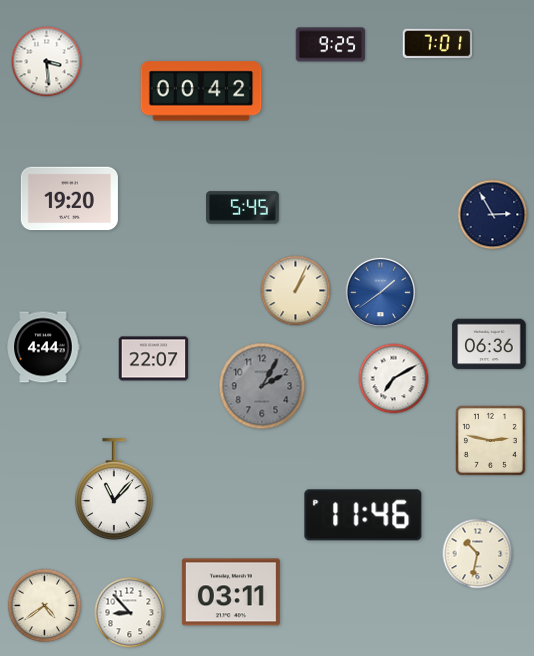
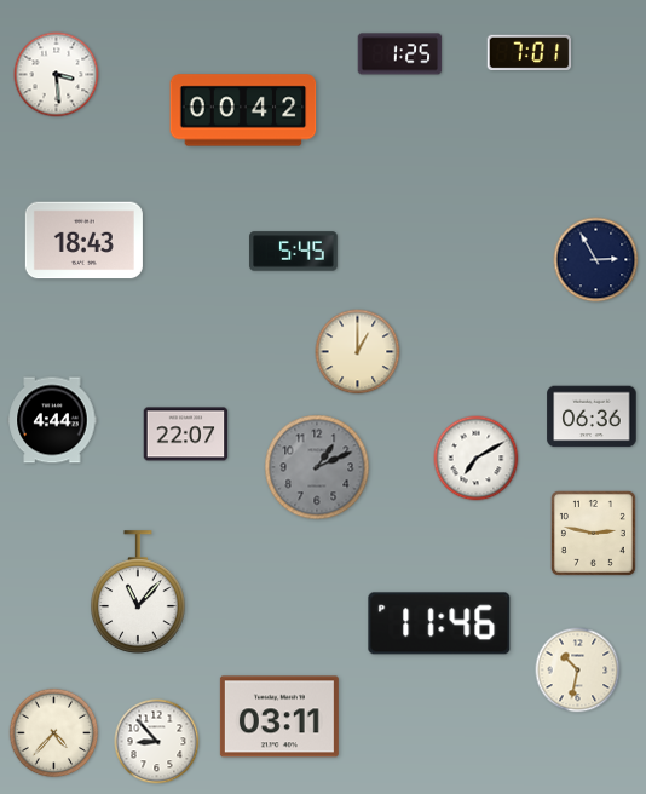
clock at (331, 45): 9:25 -> 1:25
clock at (69, 199): 19:20 -> 18:43
clock at (296, 291): 1:04 -> 1:00
clock at (381, 293): 1:39 -> none
clock at (262, 386): 2:05 -> 1:11
clock at (45, 606): 4:39 -> 4:37
